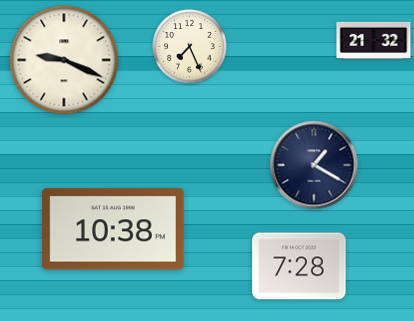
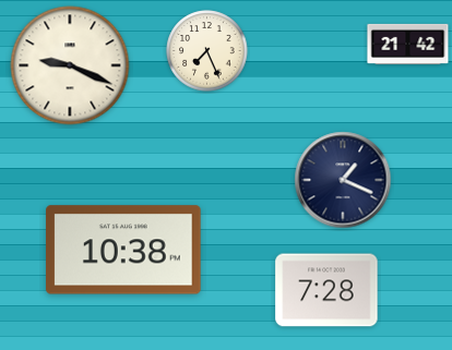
clock at (374, 40): 21:32 -> 21:42
clock at (314, 165): 1:20 -> 1:19
